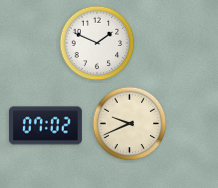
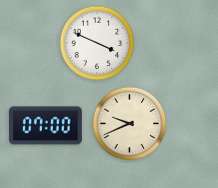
clock at (97, 43): 1:49 -> 3:49
clock at (45, 126): 07:02 -> 07:00
